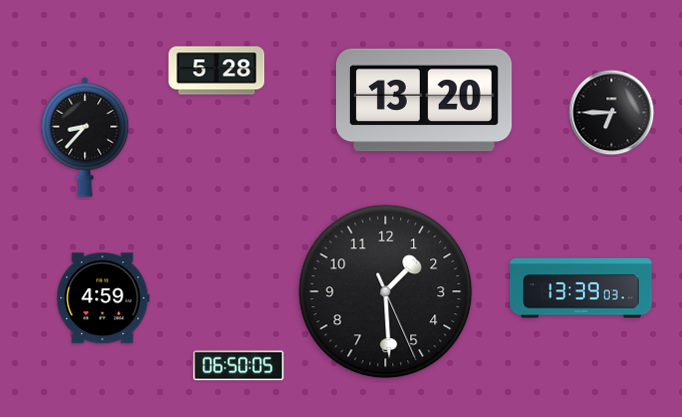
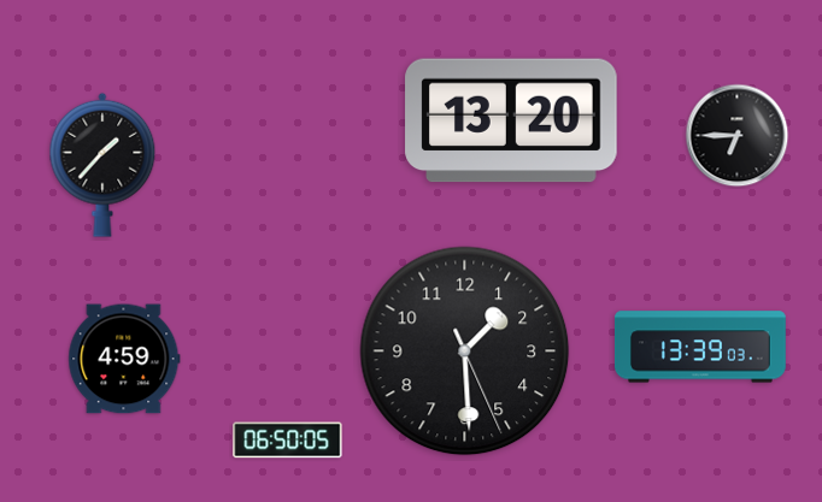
clock at (217, 71): 5:28 -> none
clock at (85, 137): 8:37 -> 1:37
